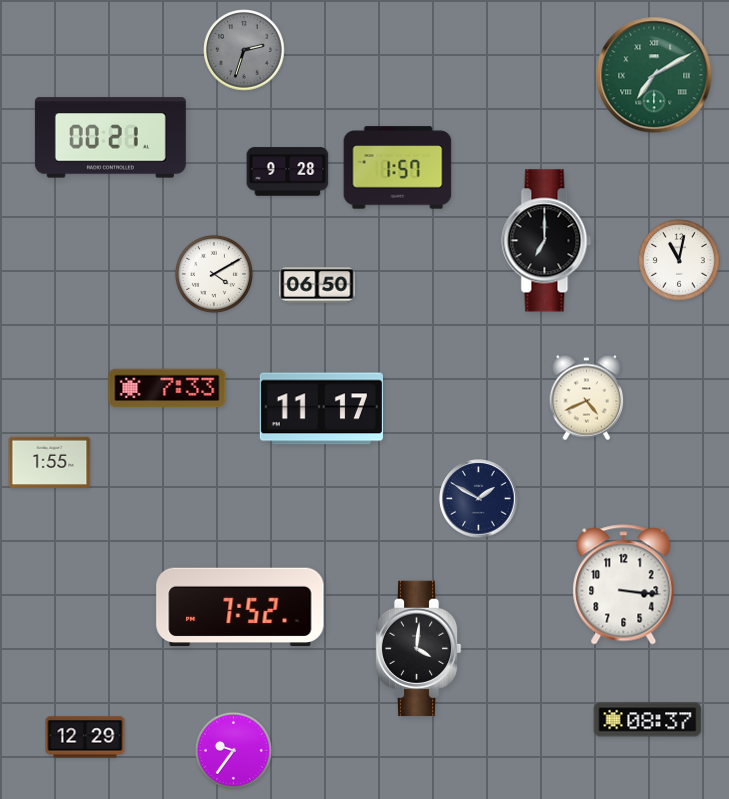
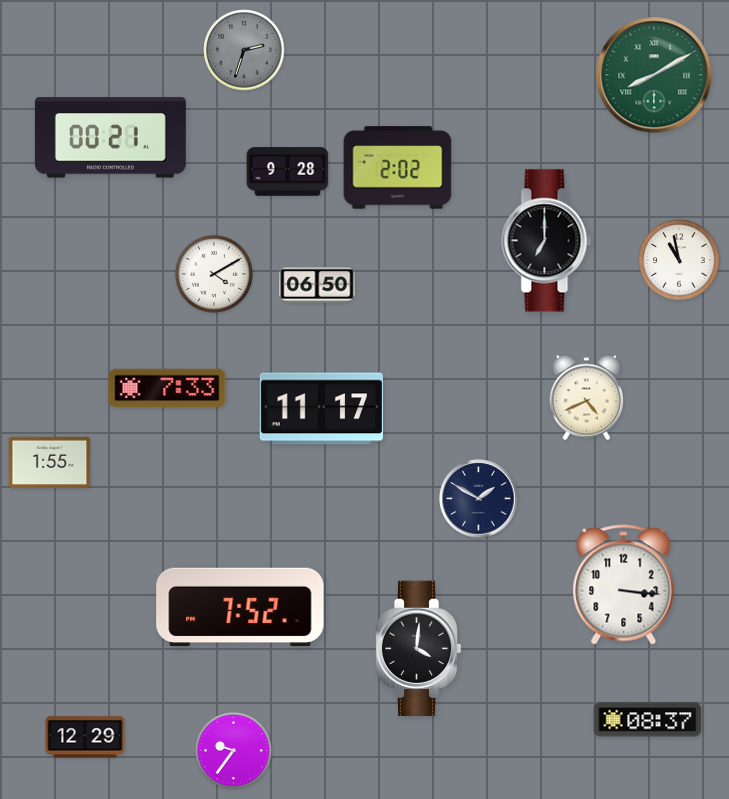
clock at (654, 75): 7:10 -> 8:10
clock at (398, 168): 1:57 -> 2:02
clock at (679, 260): 11:02 -> 10:58
